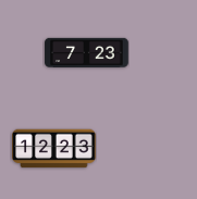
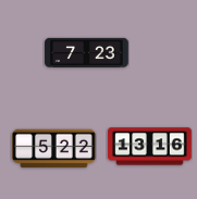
clock at (150, 147): none -> 13:16
clock at (54, 149): 12:23 -> 5:22
